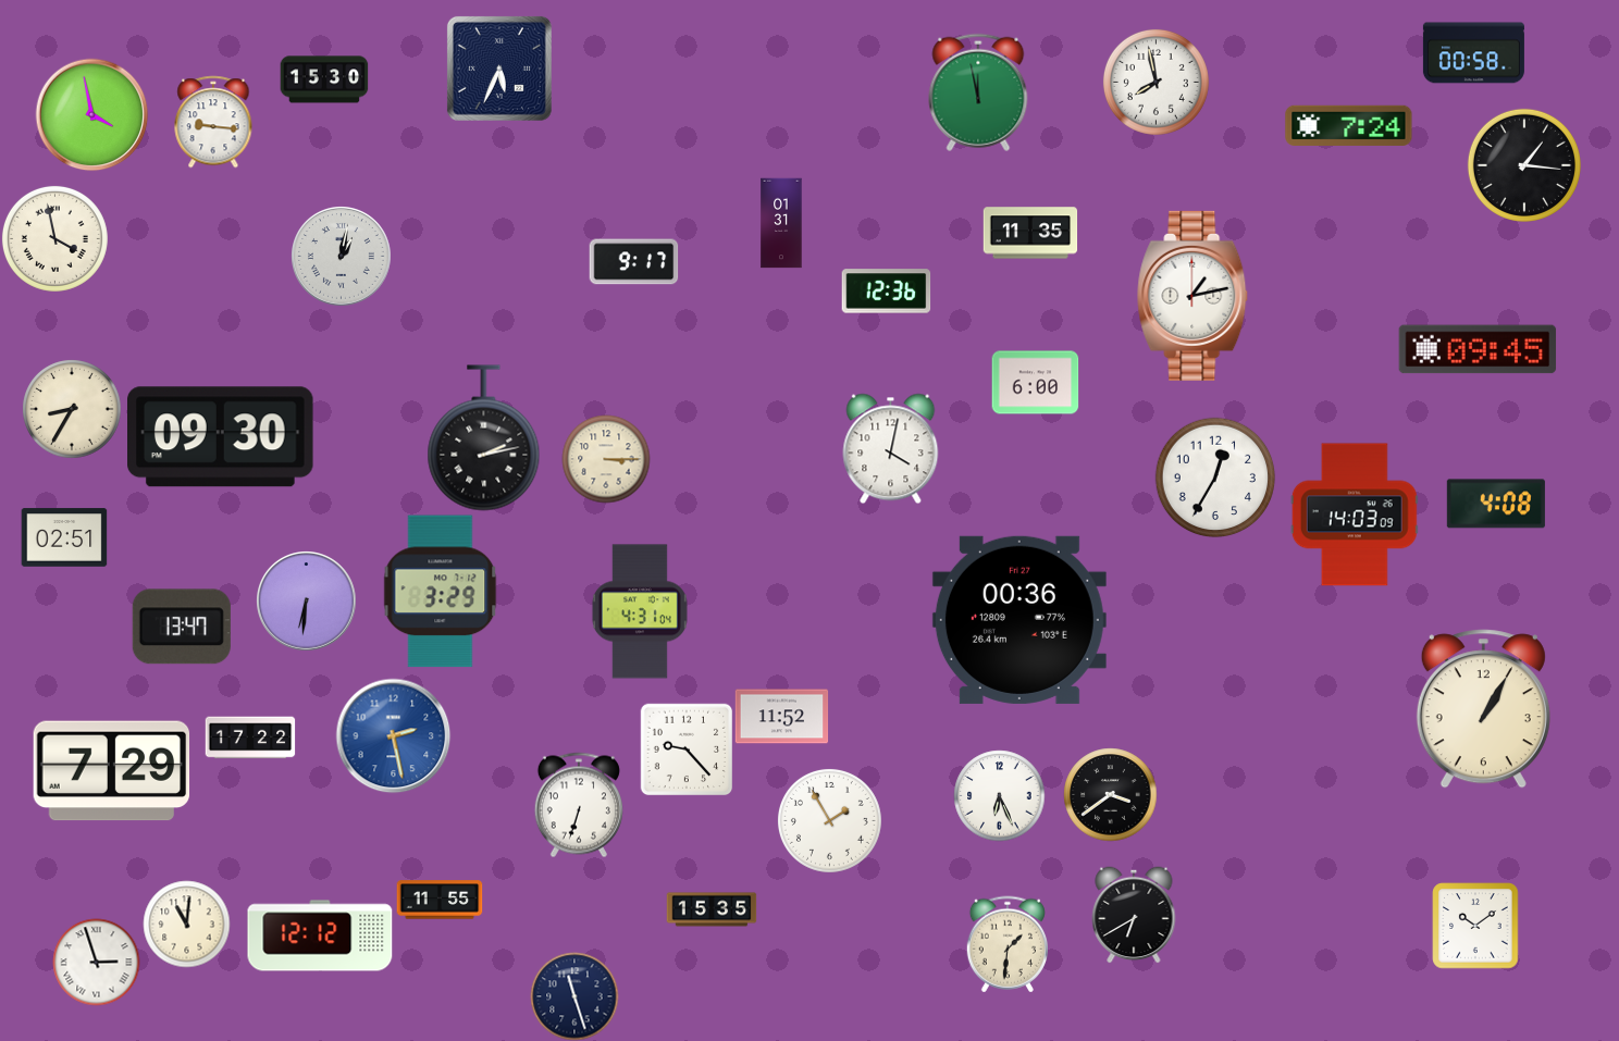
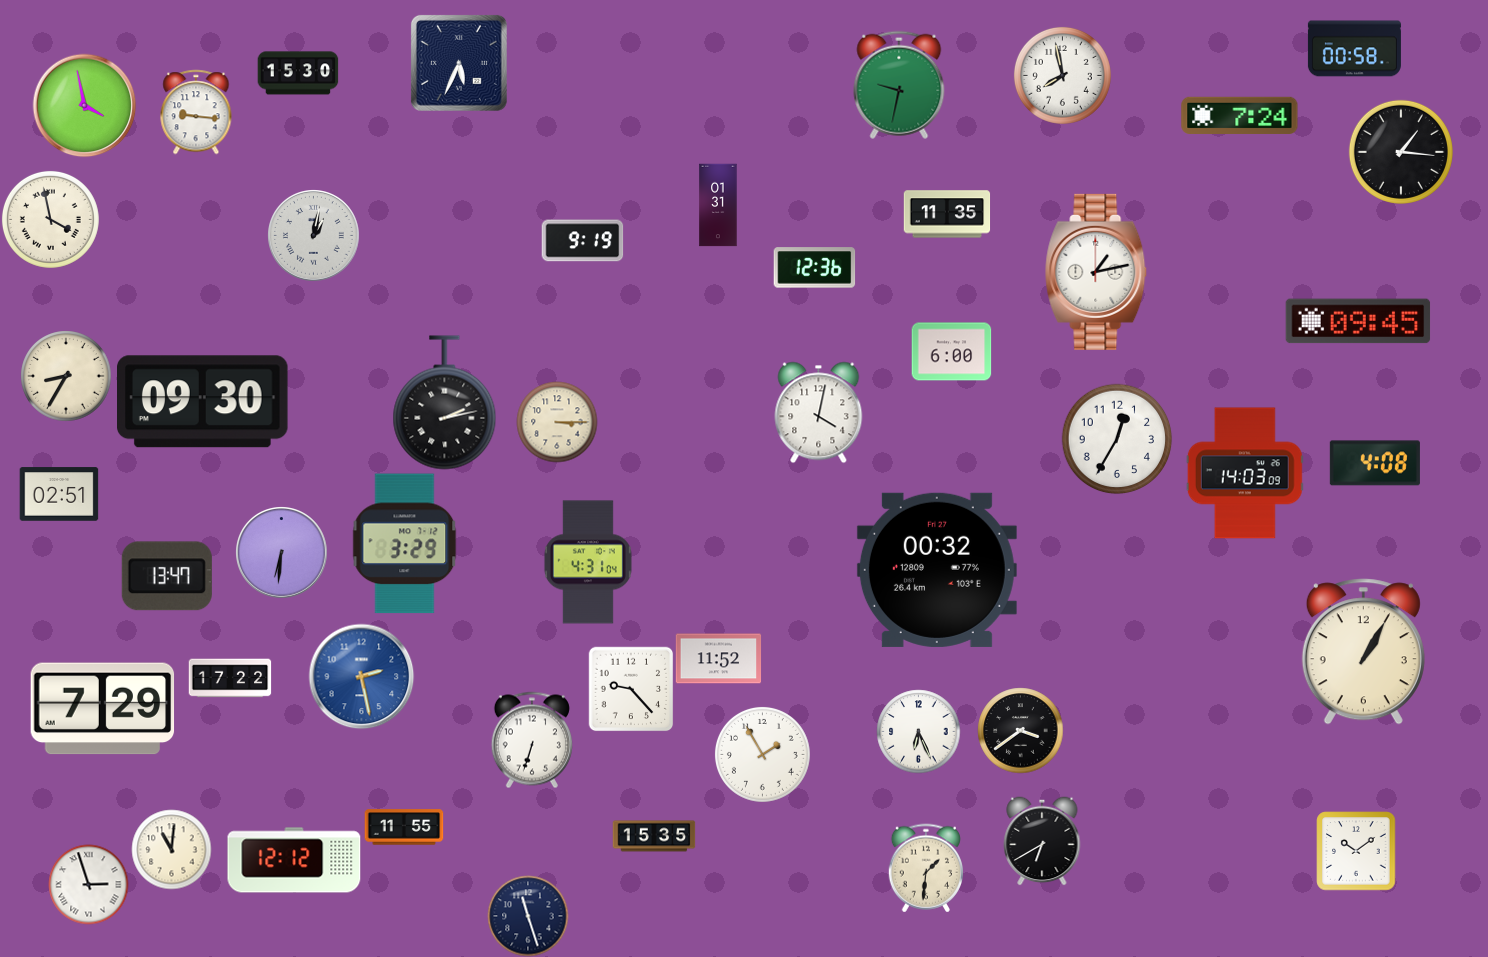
clock at (978, 92): 11:58 -> 9:32
clock at (633, 262): 9:17 -> 9:19
clock at (1019, 620): 00:36 -> 00:32
